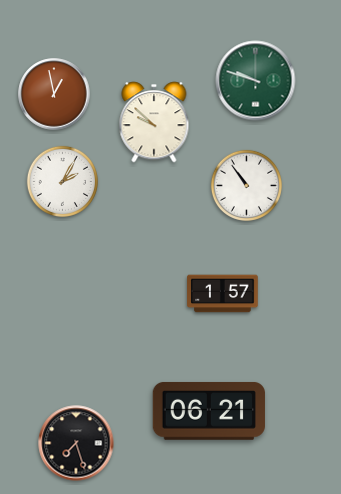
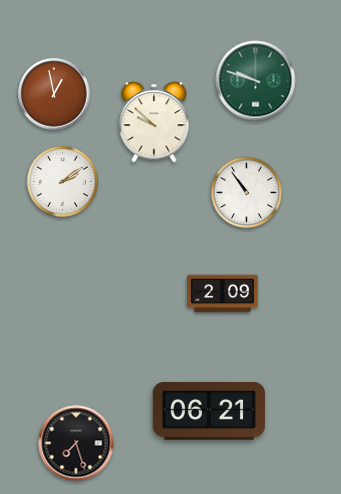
clock at (62, 181): 2:05 -> 2:09
clock at (246, 185) position: (246, 185) -> (246, 192)
clock at (223, 294): 1:57 -> 2:09
